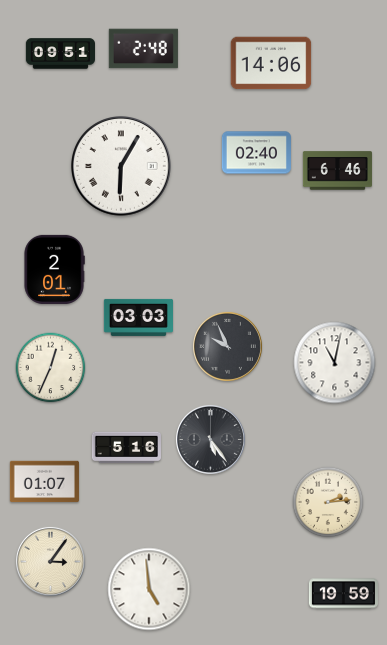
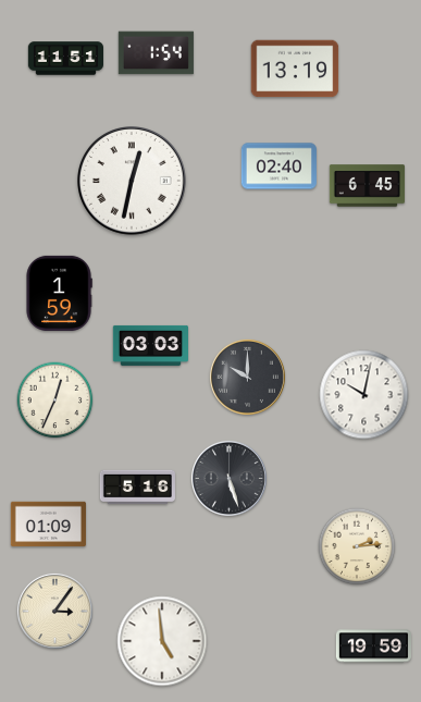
clock at (143, 49): 2:48 -> 1:54
clock at (60, 54): 09:51 -> 11:51
clock at (271, 63): 14:06 -> 13:19
clock at (122, 167): 6:05 -> 12:32
clock at (337, 171): 6:46 -> 6:45
clock at (54, 269): 2:01 -> 1:59
clock at (227, 346): 9:56 -> 10:00
clock at (335, 363): 11:02 -> 10:02
clock at (210, 439): 5:24 -> 5:27
clock at (44, 482): 01:07 -> 01:09
